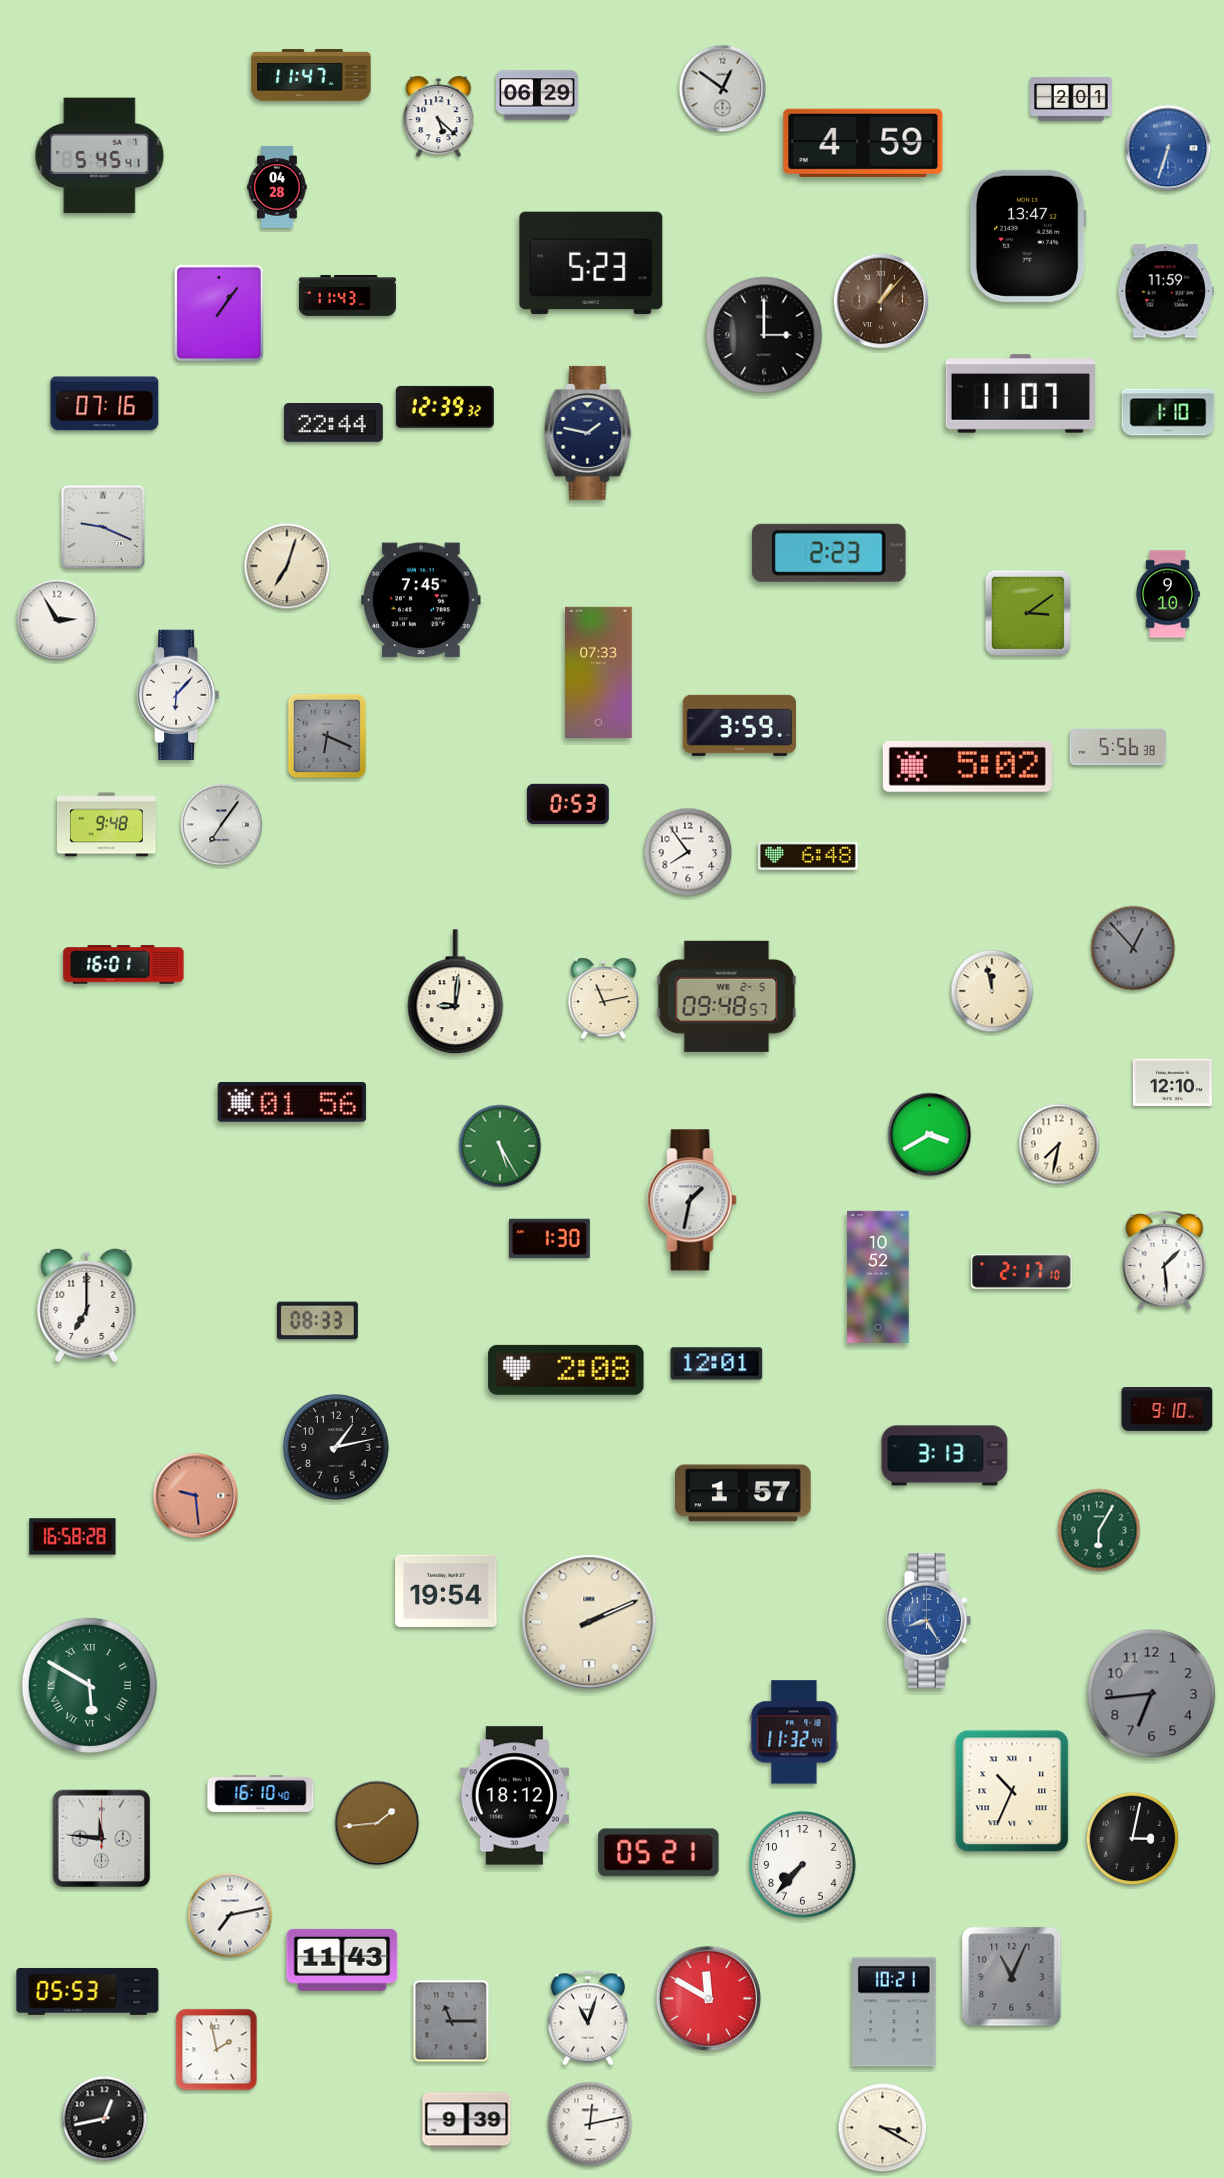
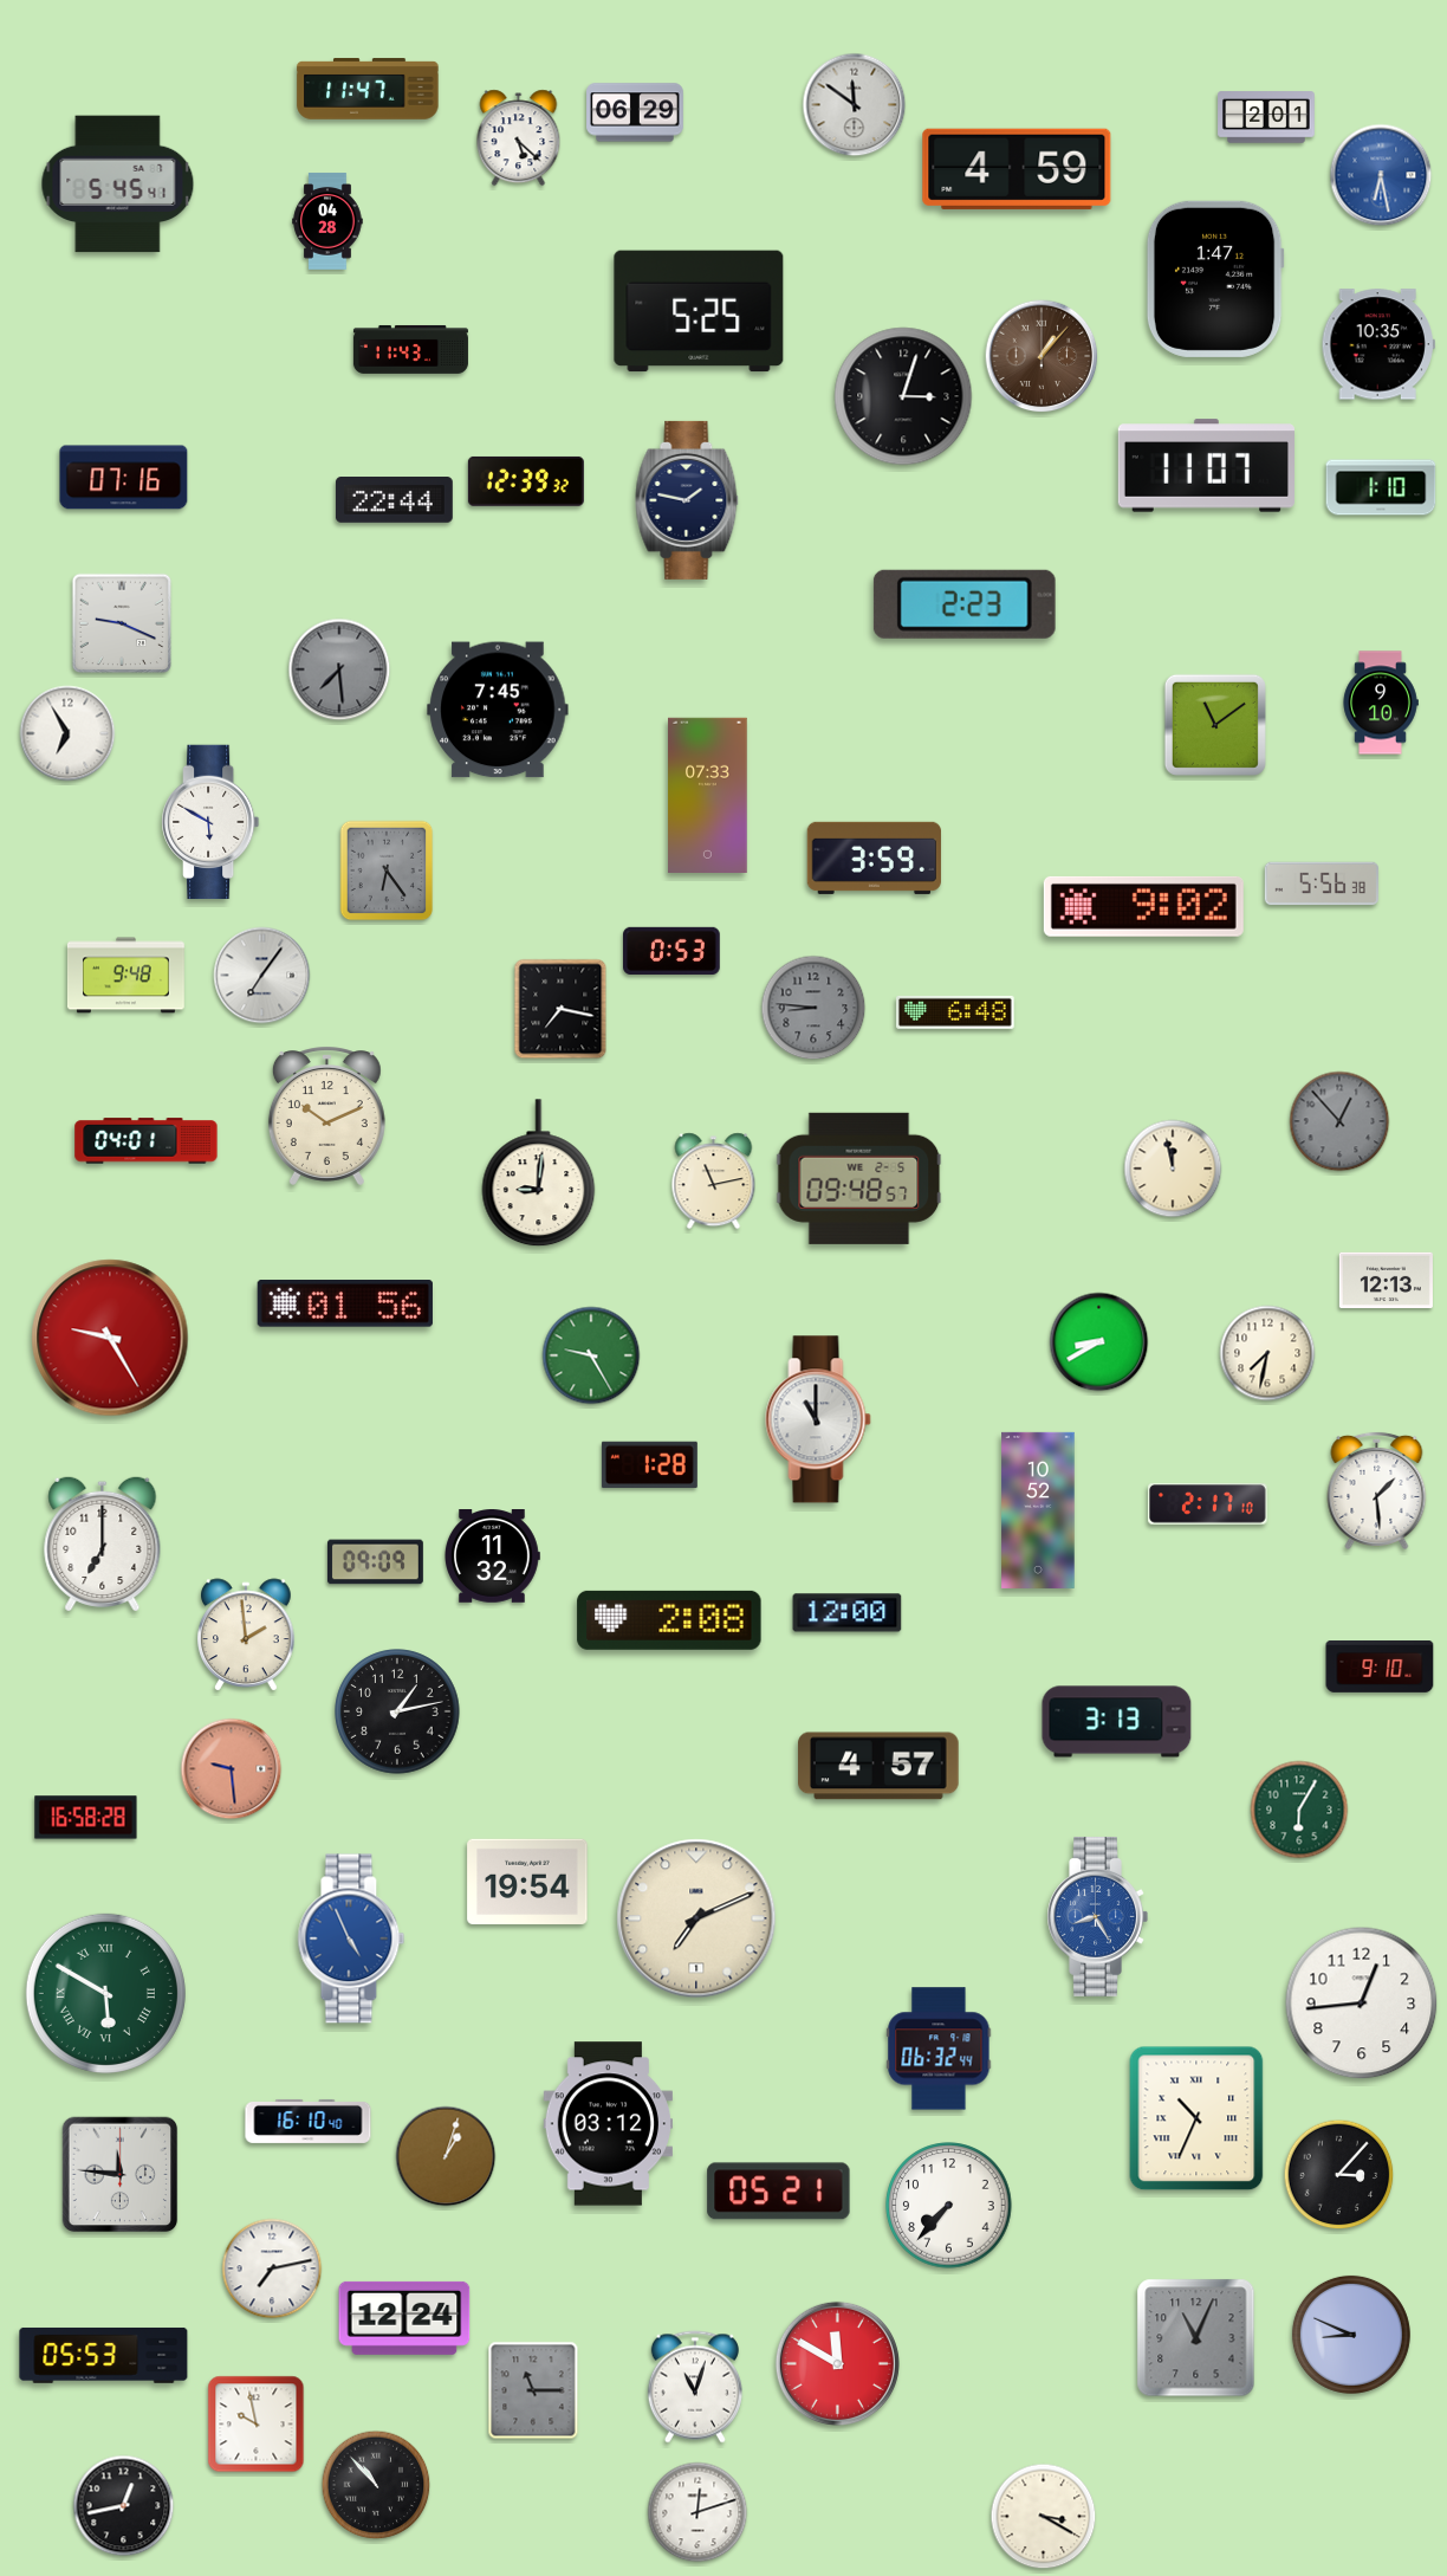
clock at (723, 89): 12:51 -> 11:51
clock at (863, 143) position: (863, 143) -> (1017, 169)
clock at (1168, 148): 6:33 -> 6:28
clock at (1028, 236): 13:47 -> 1:47
clock at (591, 263): 5:23 -> 5:25
clock at (1166, 291): 11:59 -> 10:35
clock at (219, 313): 1:06 -> none
clock at (764, 335): 3:00 -> 3:03
clock at (588, 433) position: (588, 433) -> (687, 500)
clock at (829, 553) position: (829, 553) -> (965, 604)
clock at (287, 566): 7:03 -> 7:29
clock at (287, 566) dial: cream -> grey
clock at (1028, 613): 3:09 -> 11:09
clock at (57, 620): 2:55 -> 6:55
clock at (179, 695): 6:07 -> 5:50
clock at (327, 736): 6:19 -> 6:24
clock at (967, 766): 5:02 -> 9:02
clock at (688, 852): 7:54 -> 8:46
clock at (688, 852) dial: white -> grey
clock at (560, 1009): none -> 7:17
clock at (326, 1115): none -> 10:11
clock at (124, 965): 16:01 -> 04:01
clock at (992, 991) position: (992, 991) -> (1173, 1169)
clock at (1172, 1083): 12:10 -> 12:13
clock at (110, 1338): none -> 9:25
clock at (930, 1135): 3:40 -> 8:40
clock at (1059, 1144) position: (1059, 1144) -> (1267, 1353)
clock at (500, 1146): 5:25 -> 9:25
clock at (692, 1200): 1:32 -> 11:00
clock at (549, 1239): 1:30 -> 1:28
clock at (493, 1556): none -> 11:32
clock at (317, 1321): 08:33 -> 09:09
clock at (717, 1364): 12:01 -> 12:00
clock at (246, 1635): none -> 1:59
clock at (744, 1493): 1:57 -> 4:57
clock at (589, 1622): 2:11 -> 7:11
clock at (351, 1939): none -> 4:56
clock at (1152, 1694): 6:44 -> 12:44
clock at (1152, 1694) dial: grey -> white
clock at (794, 1732): 11:32 -> 06:32
clock at (514, 1796): 18:12 -> 03:12
clock at (377, 1823): 1:44 -> 1:03
clock at (1133, 1839): 3:02 -> 3:07
clock at (230, 1915) position: (230, 1915) -> (272, 2268)
clock at (342, 1960): 11:43 -> 12:24
clock at (1351, 2335): none -> 8:49
clock at (895, 2012): 10:21 -> none
clock at (217, 2050): 1:58 -> 9:58
clock at (376, 2485): none -> 10:53
clock at (467, 2121): 9:39 -> none
clock at (590, 2124): 12:13 -> 12:12
